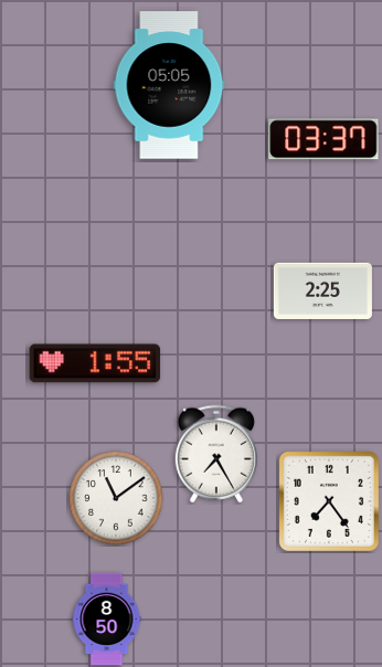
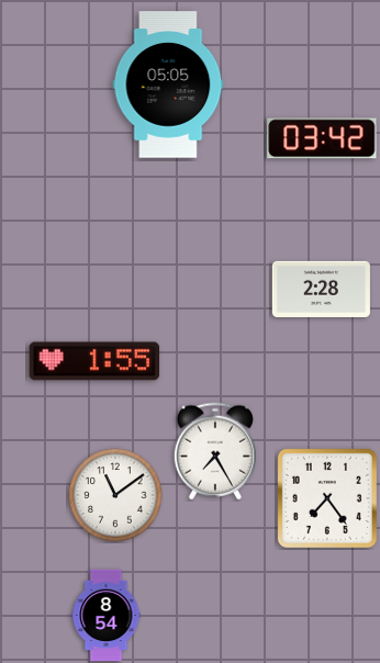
clock at (323, 139): 03:37 -> 03:42
clock at (322, 290): 2:25 -> 2:28
clock at (107, 620): 8:50 -> 8:54
